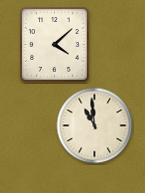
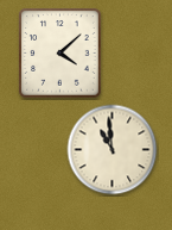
clock at (55, 45) position: (55, 45) -> (60, 54)
